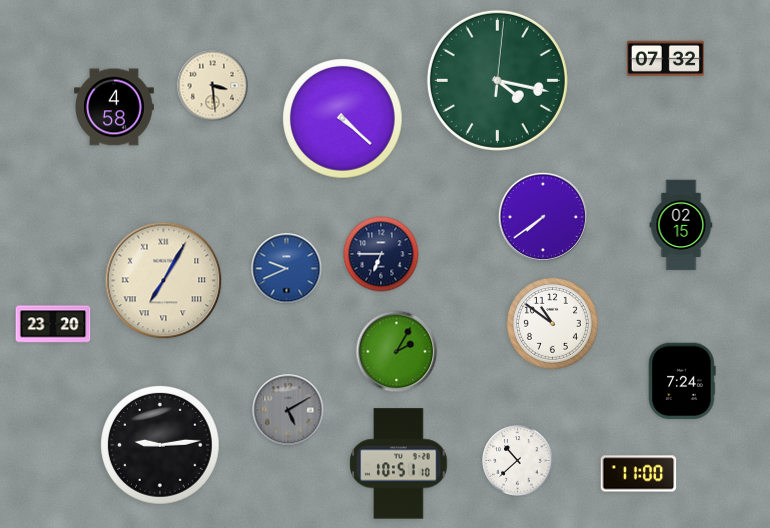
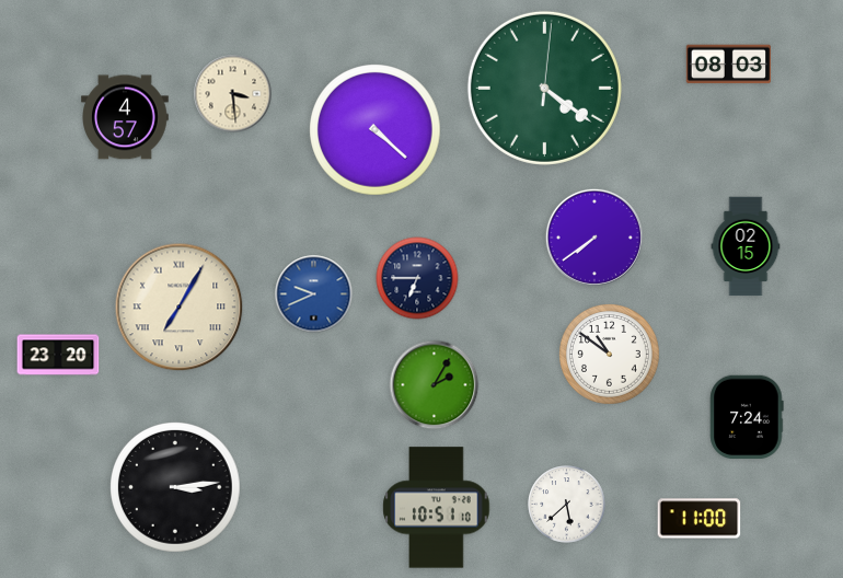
clock at (665, 59): 07:32 -> 08:03
clock at (497, 80): 4:17 -> 4:21
clock at (115, 107): 4:58 -> 4:57
clock at (552, 323) position: (552, 323) -> (609, 354)
clock at (288, 410): 5:10 -> none
clock at (161, 446): 9:14 -> 3:14
clock at (518, 461): 10:38 -> 5:38
